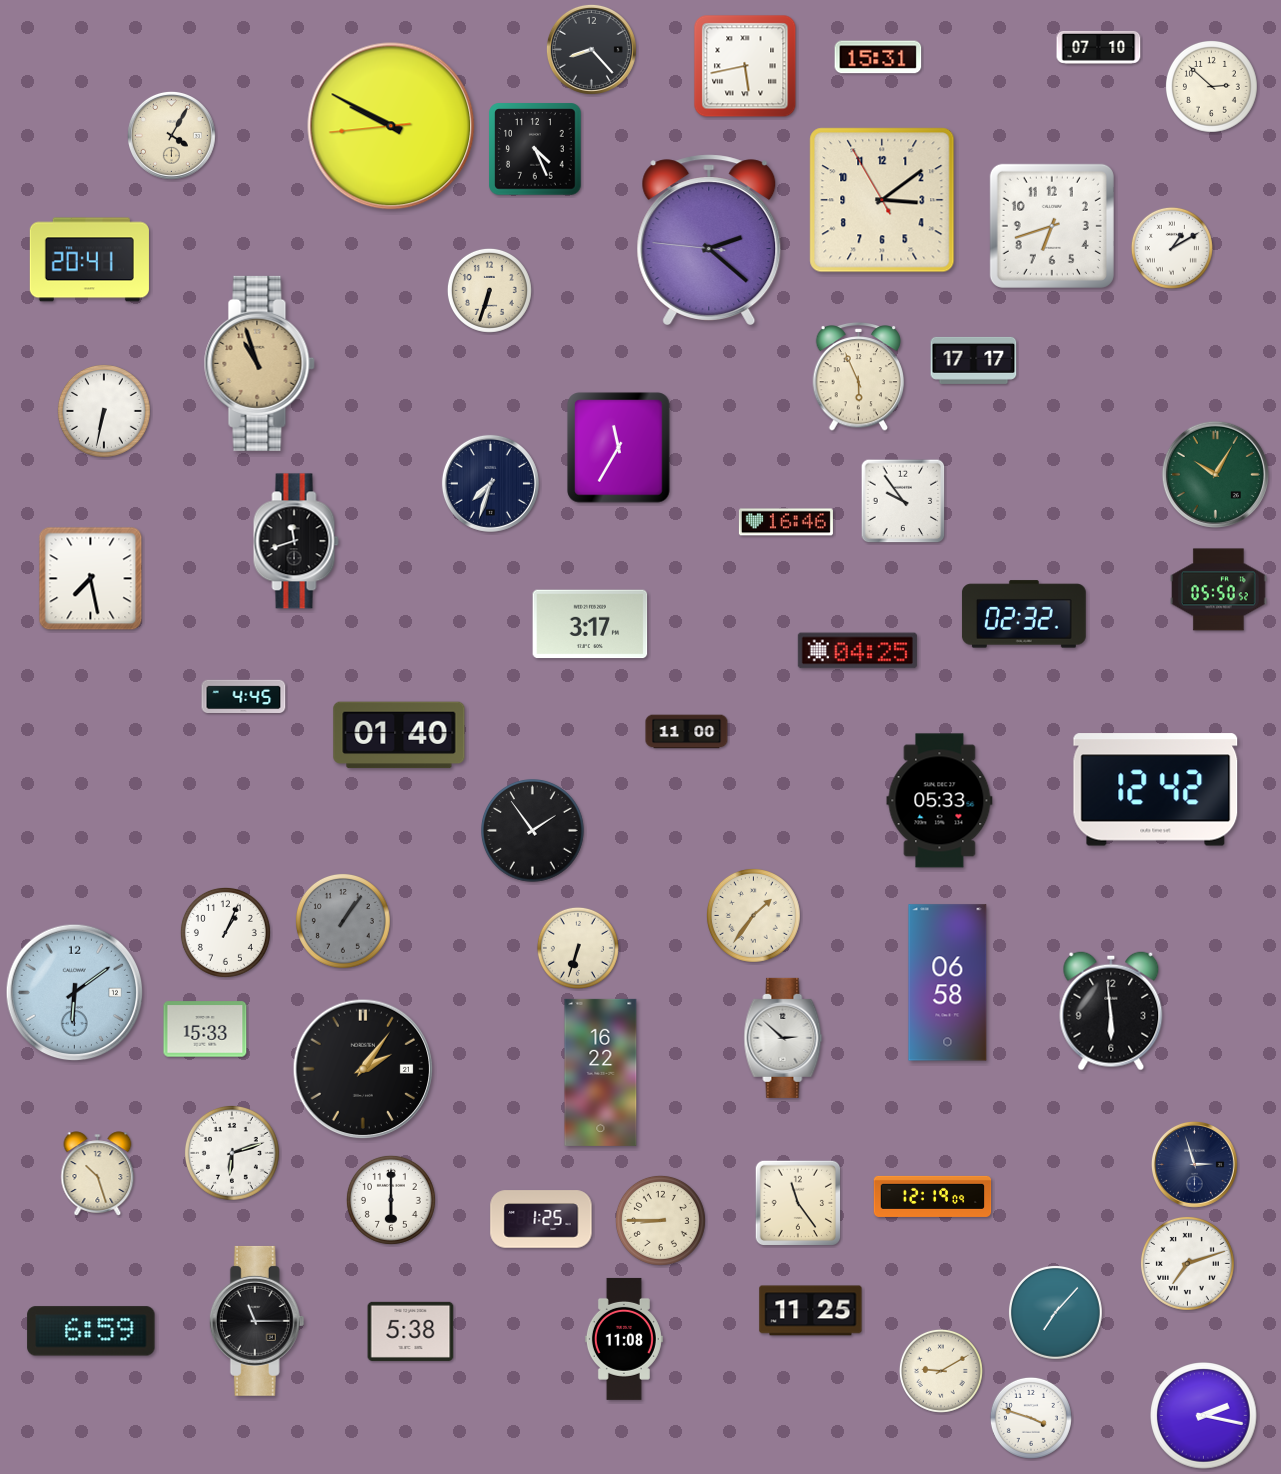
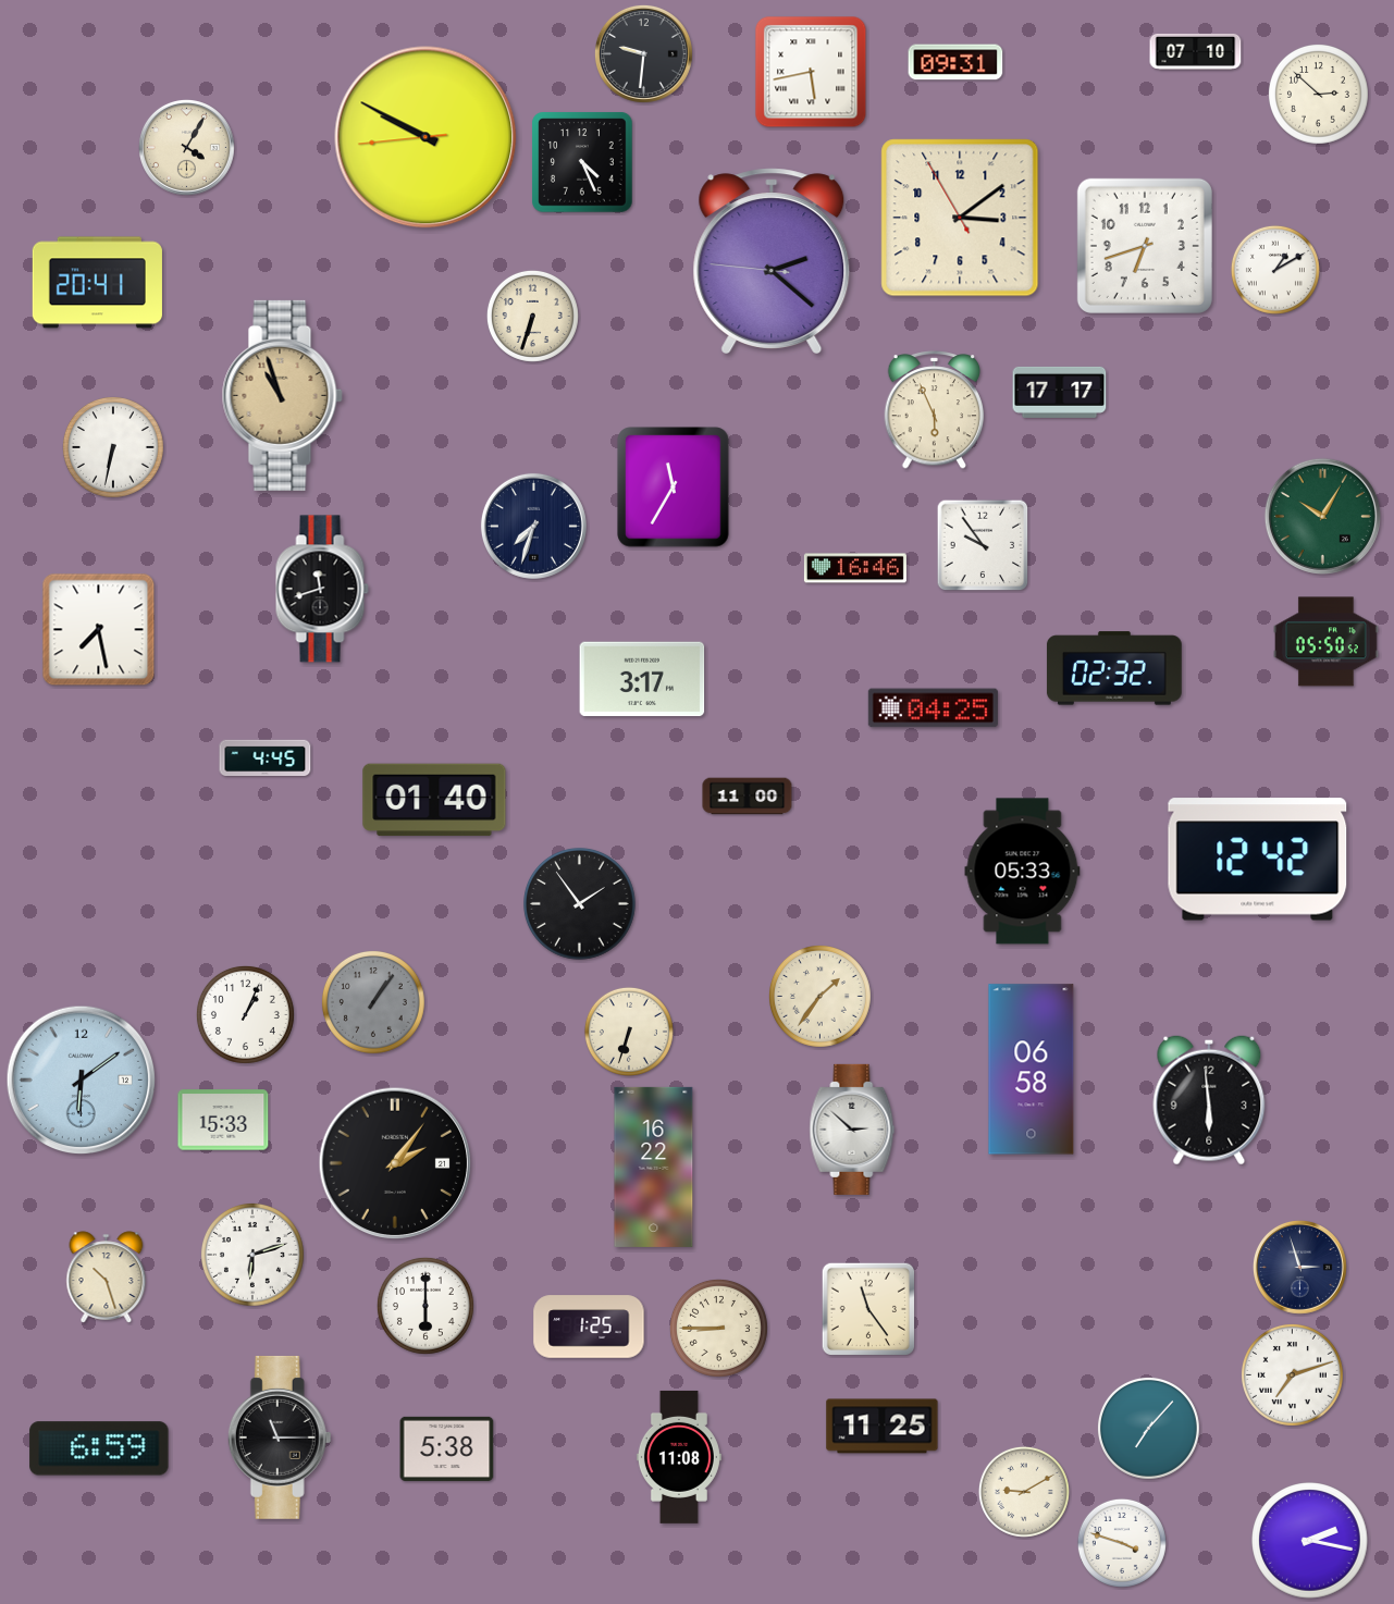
clock at (591, 49): 8:23 -> 9:31
clock at (878, 57): 15:31 -> 09:31
clock at (933, 1196): 12:19 -> none
